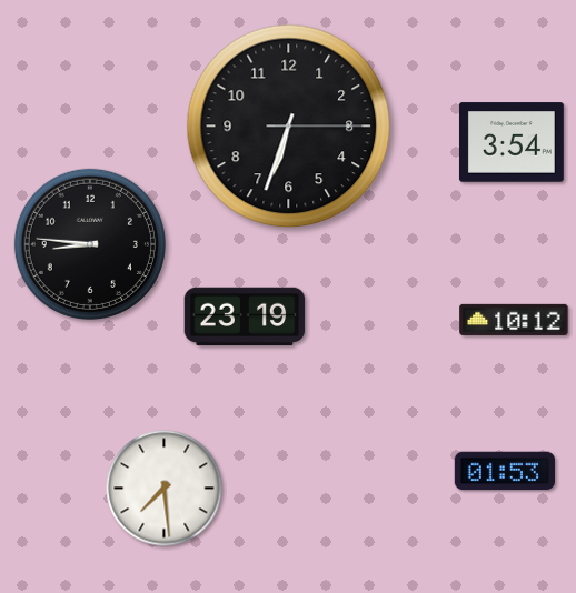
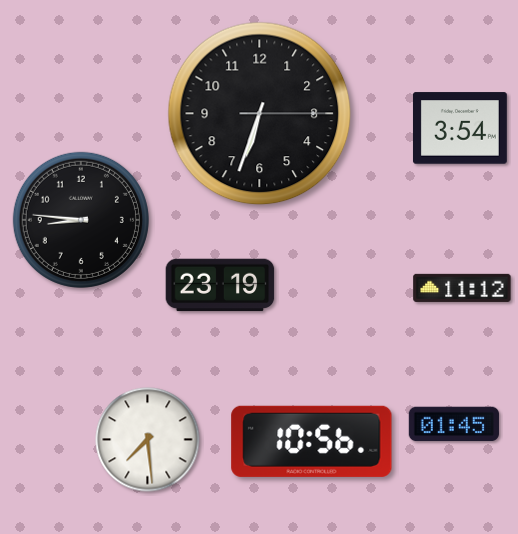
clock at (514, 320): 10:12 -> 11:12
clock at (505, 471): 01:53 -> 01:45
clock at (312, 441): none -> 10:56
